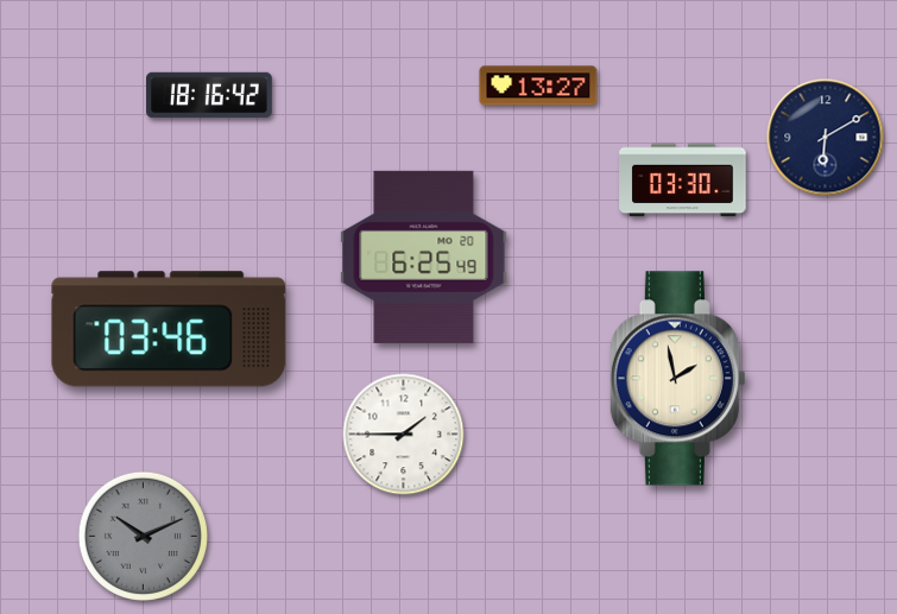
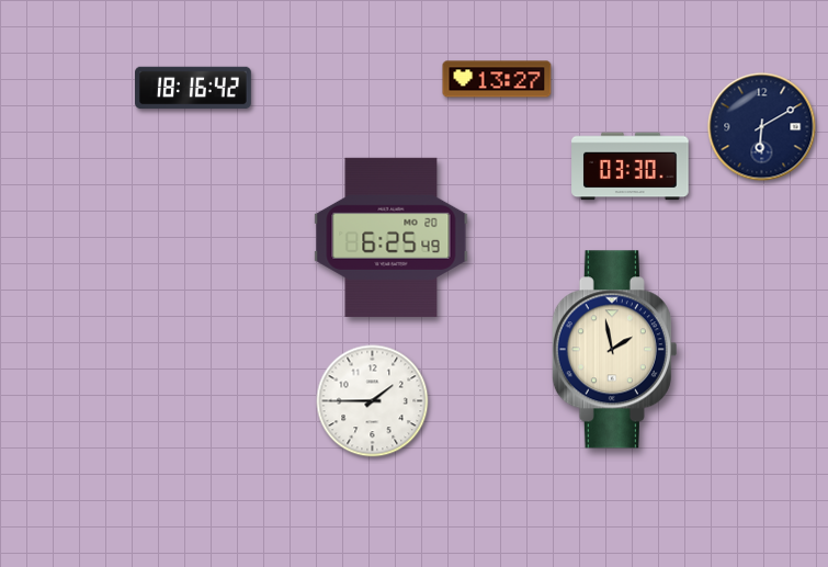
clock at (169, 329): 03:46 -> none
clock at (677, 379) position: (677, 379) -> (614, 350)
clock at (143, 536): 10:11 -> none
